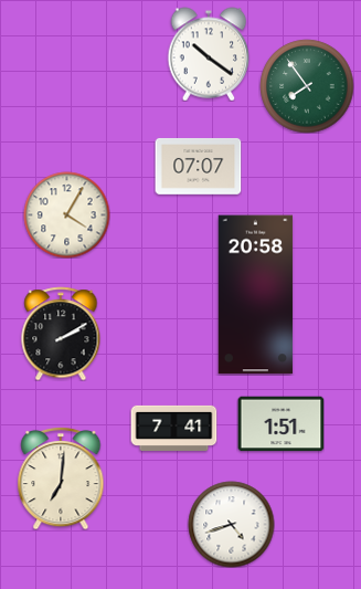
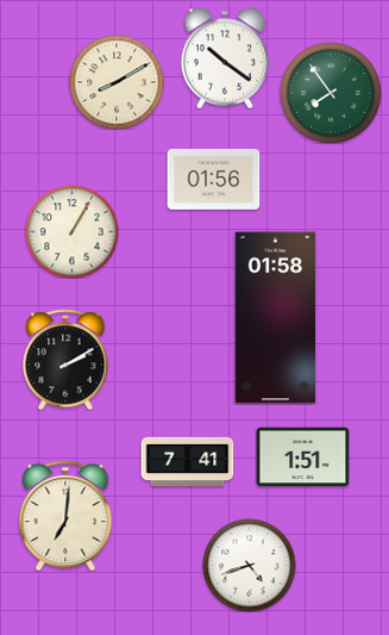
clock at (117, 82): none -> 8:10
clock at (198, 166): 07:07 -> 01:56
clock at (66, 214): 4:05 -> 1:05
clock at (256, 295): 20:58 -> 01:58
